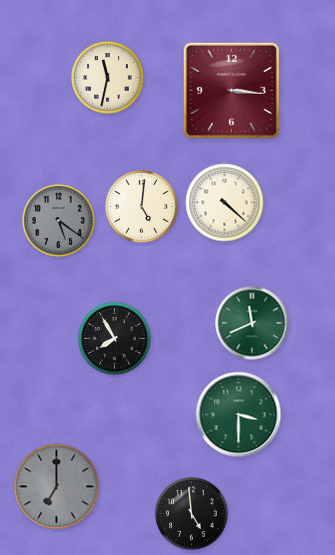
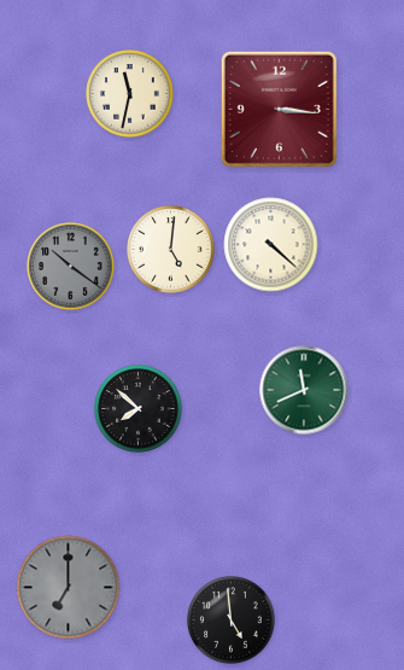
clock at (59, 221): 5:21 -> 10:21
clock at (115, 339): 7:55 -> 7:52
clock at (239, 415): 3:30 -> none
